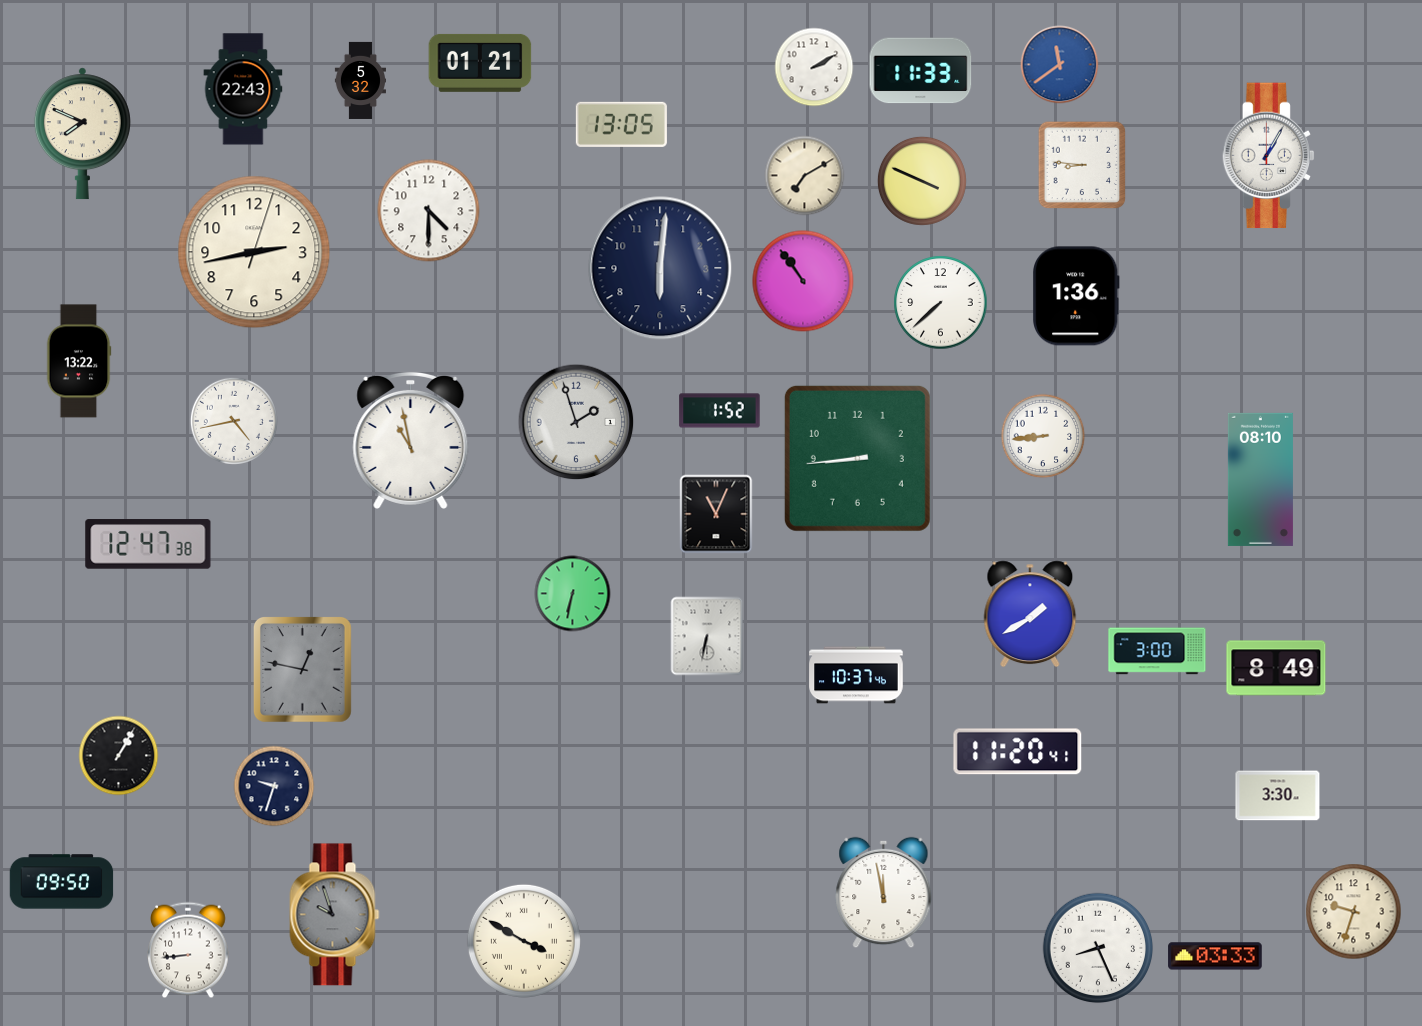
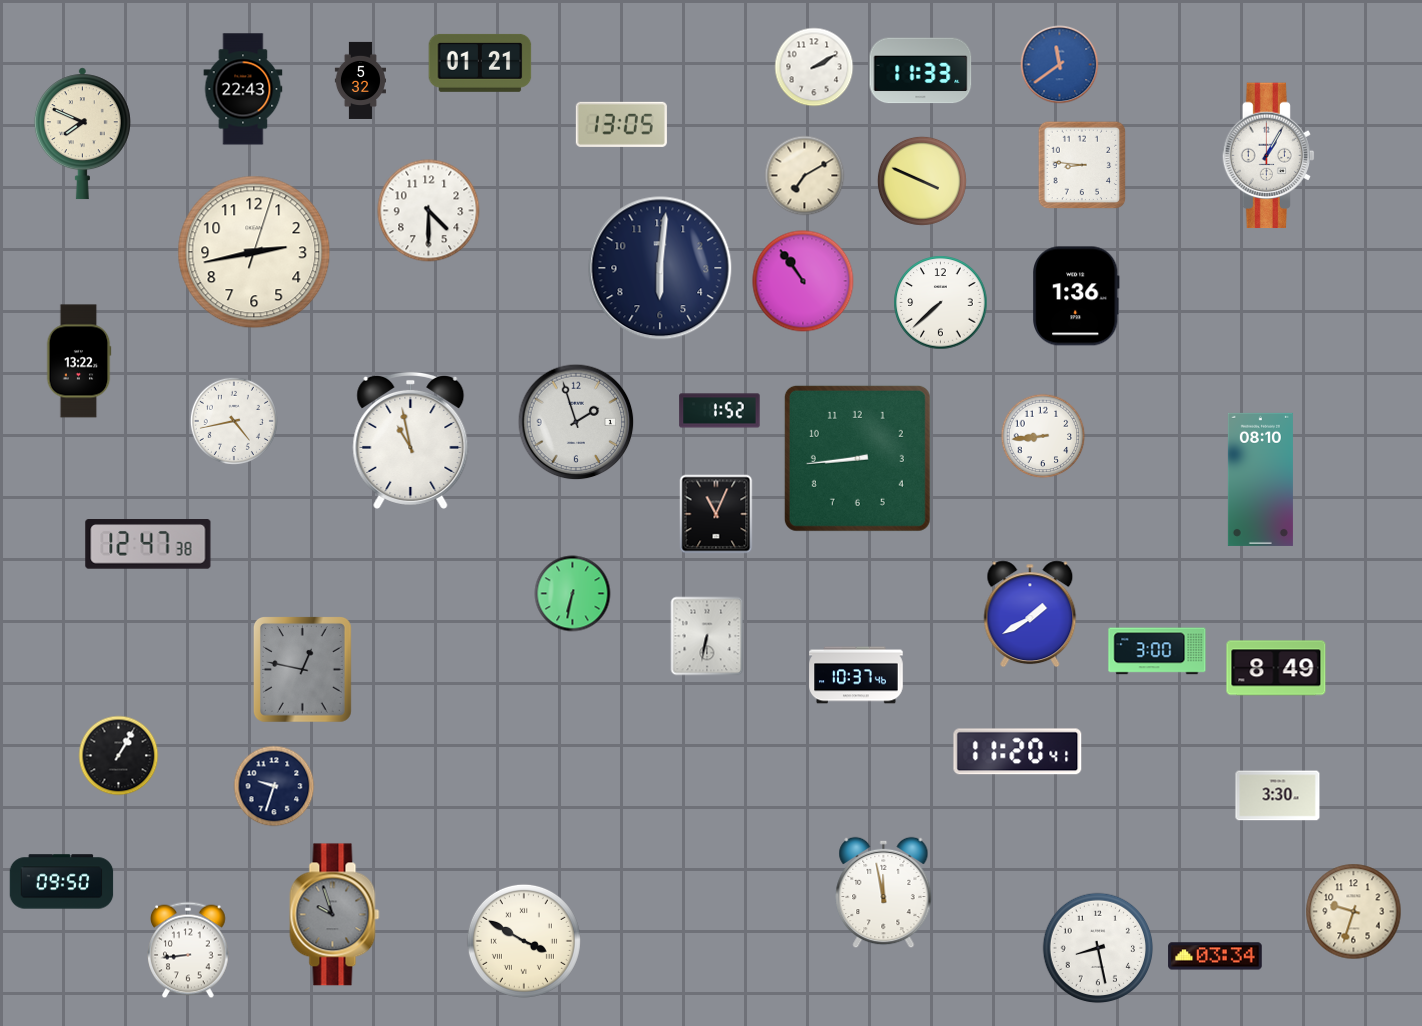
clock at (1098, 948): 8:26 -> 8:28
clock at (1215, 956): 03:33 -> 03:34
